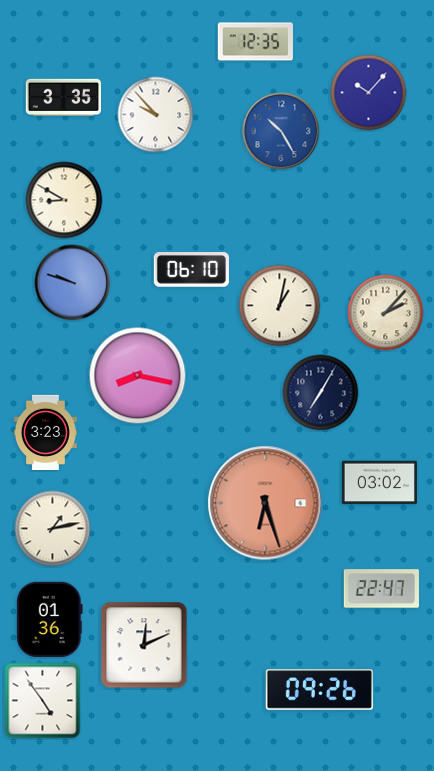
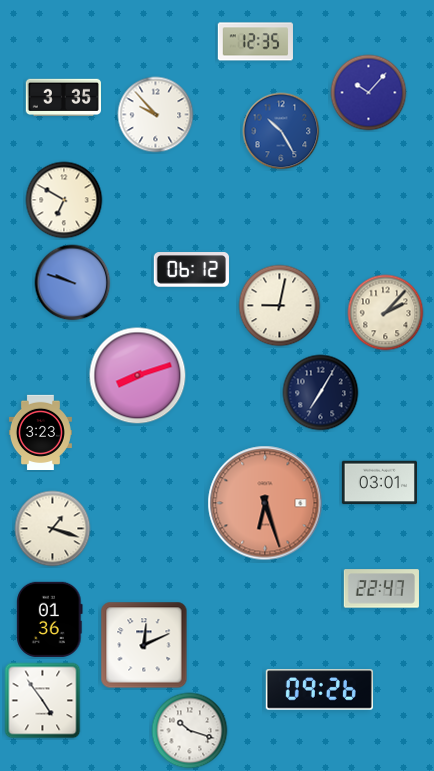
clock at (64, 200): 8:50 -> 6:50
clock at (191, 270): 06:10 -> 06:12
clock at (280, 306): 1:02 -> 9:02
clock at (138, 376): 8:17 -> 8:12
clock at (45, 432) position: (45, 432) -> (40, 432)
clock at (379, 483): 03:02 -> 03:01
clock at (53, 529): 1:13 -> 1:18
clock at (190, 731): none -> 10:18
